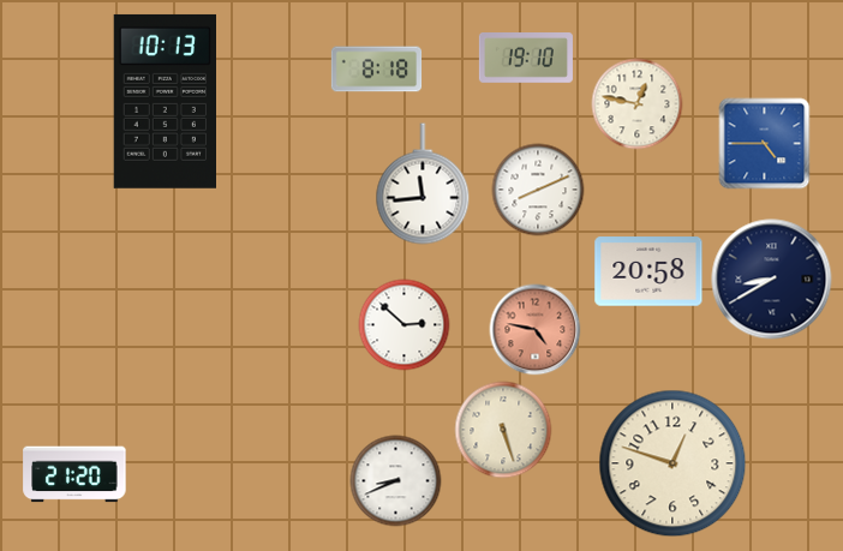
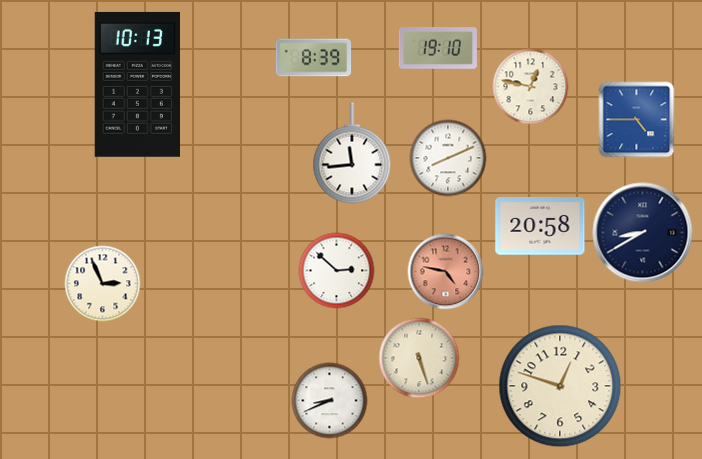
clock at (377, 70): 8:18 -> 8:39
clock at (536, 330) position: (536, 330) -> (446, 272)
clock at (103, 284): none -> 2:56
clock at (74, 474): 21:20 -> none
